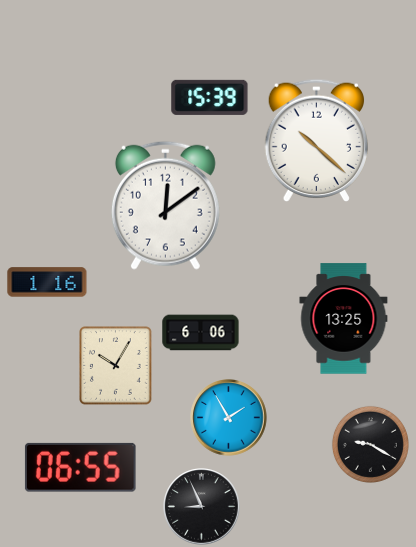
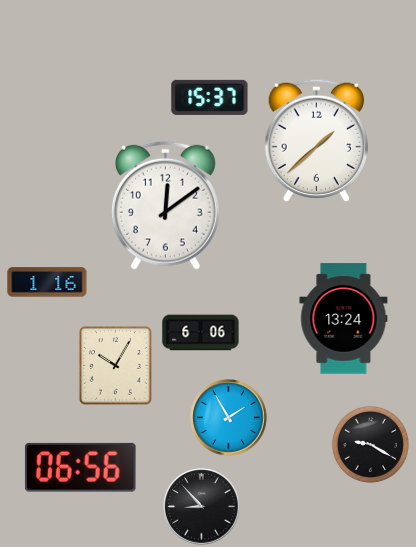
clock at (210, 97): 15:39 -> 15:37
clock at (316, 140): 10:22 -> 1:38
clock at (344, 319): 13:25 -> 13:24
clock at (80, 467): 06:55 -> 06:56
clock at (202, 507): 8:56 -> 8:53
